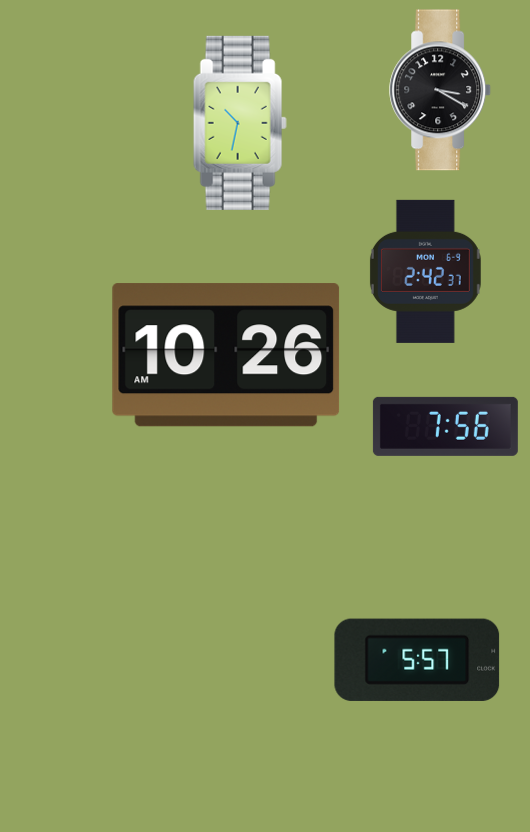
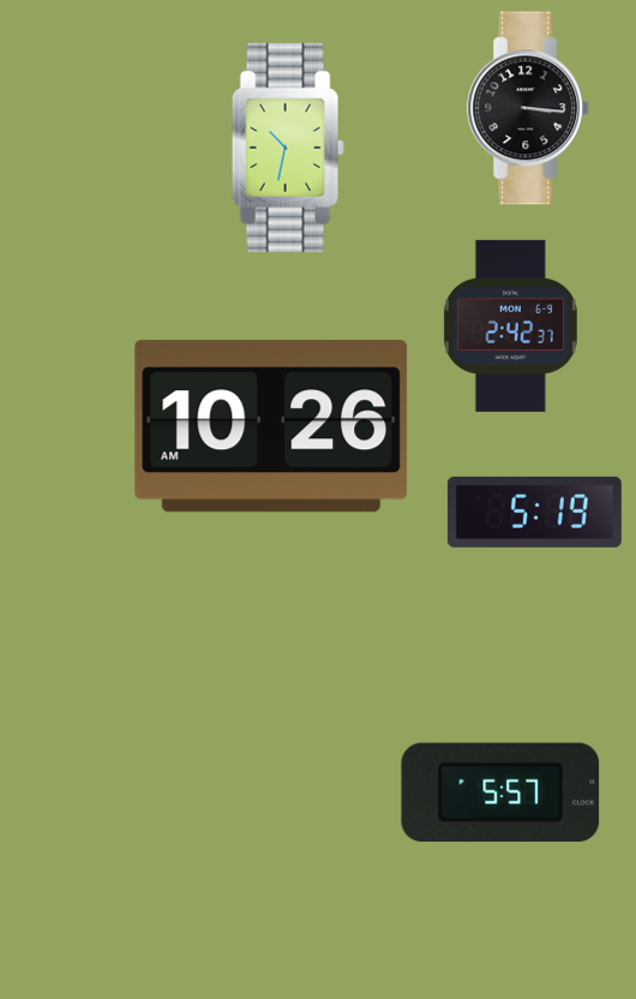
clock at (441, 90): 3:20 -> 3:16
clock at (445, 426): 7:56 -> 5:19
